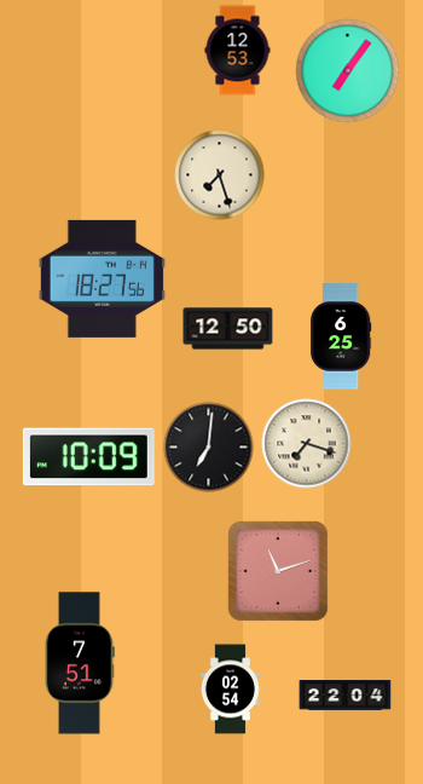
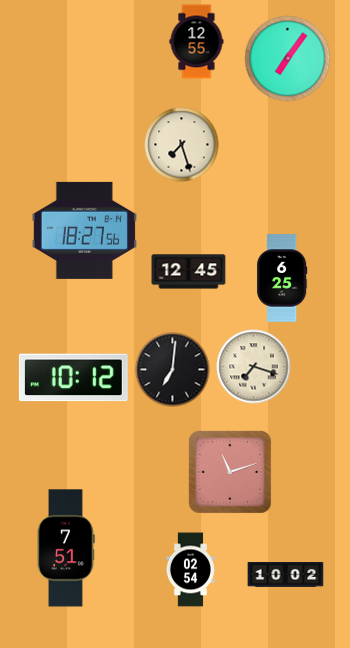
clock at (238, 51): 12:53 -> 12:55
clock at (228, 329): 12:50 -> 12:45
clock at (88, 457): 10:09 -> 10:12
clock at (346, 696): 22:04 -> 10:02
